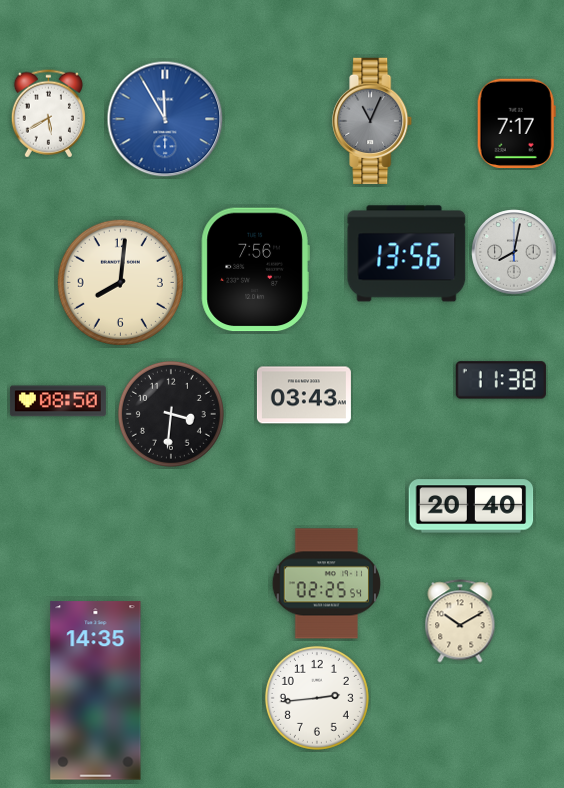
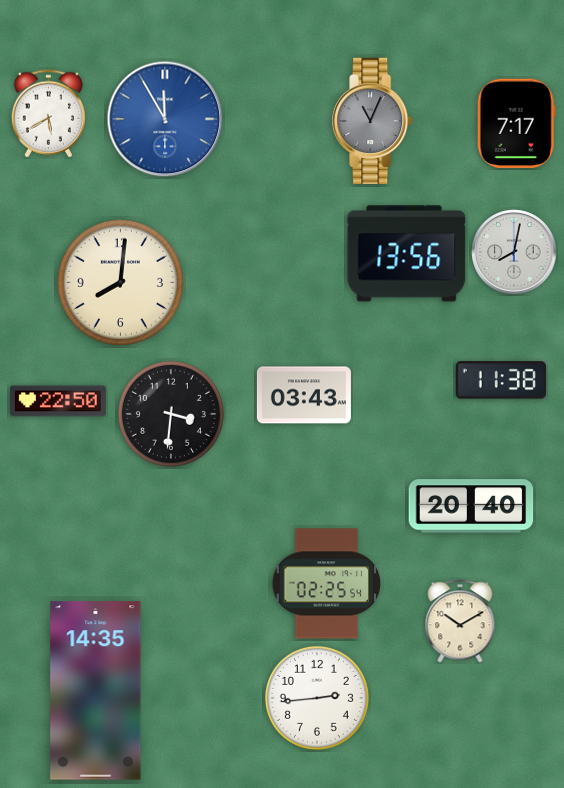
clock at (255, 270): 7:56 -> none
clock at (58, 401): 08:50 -> 22:50
